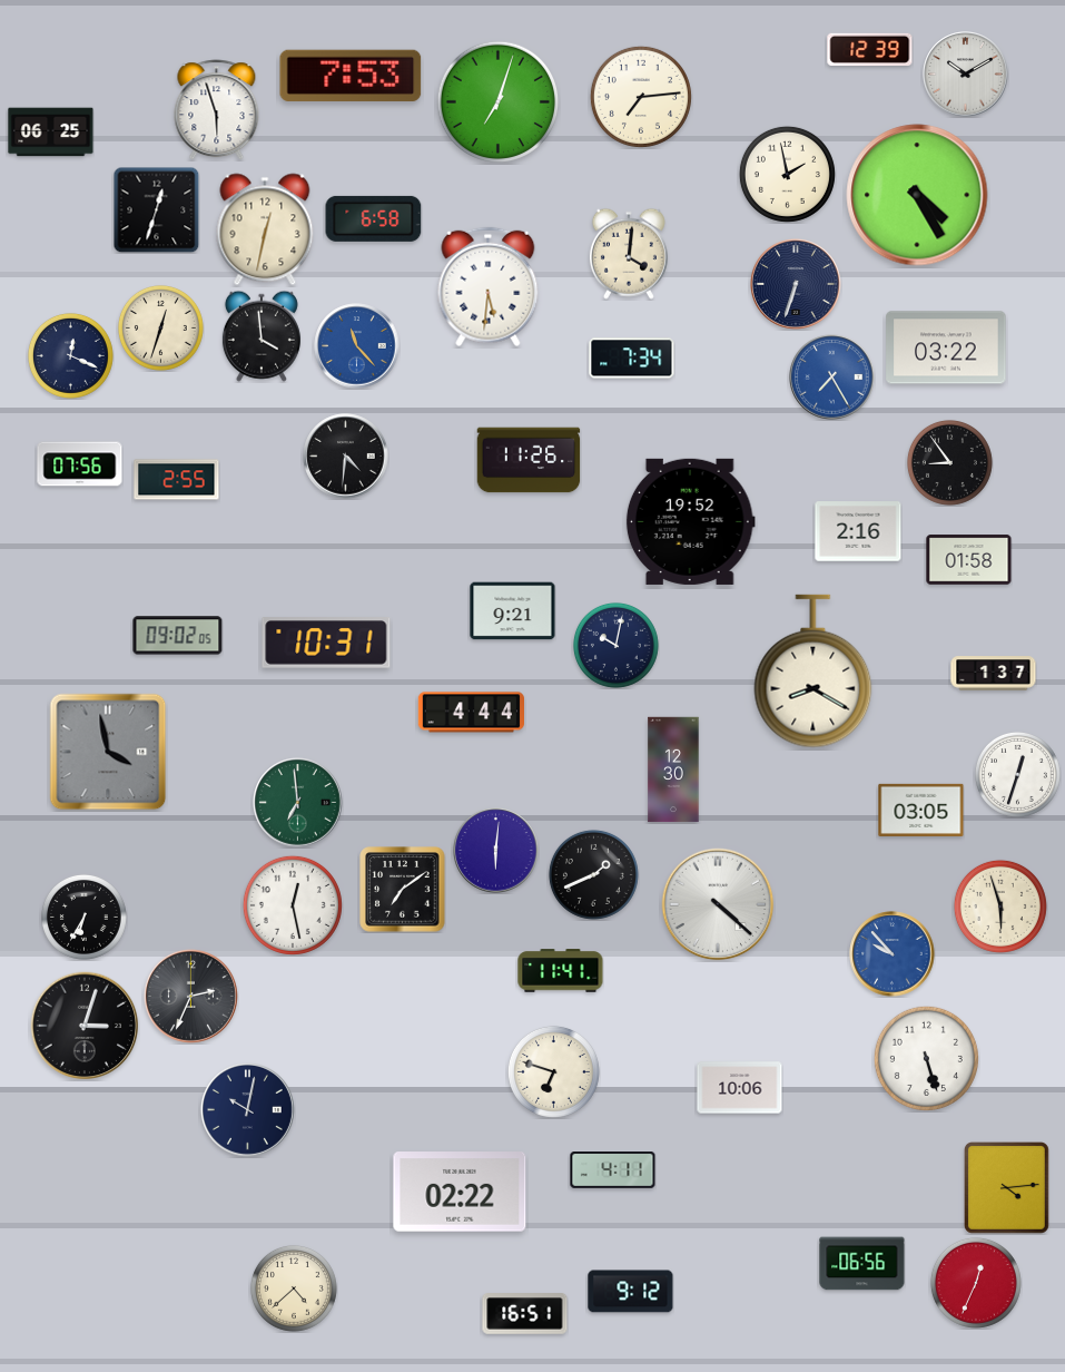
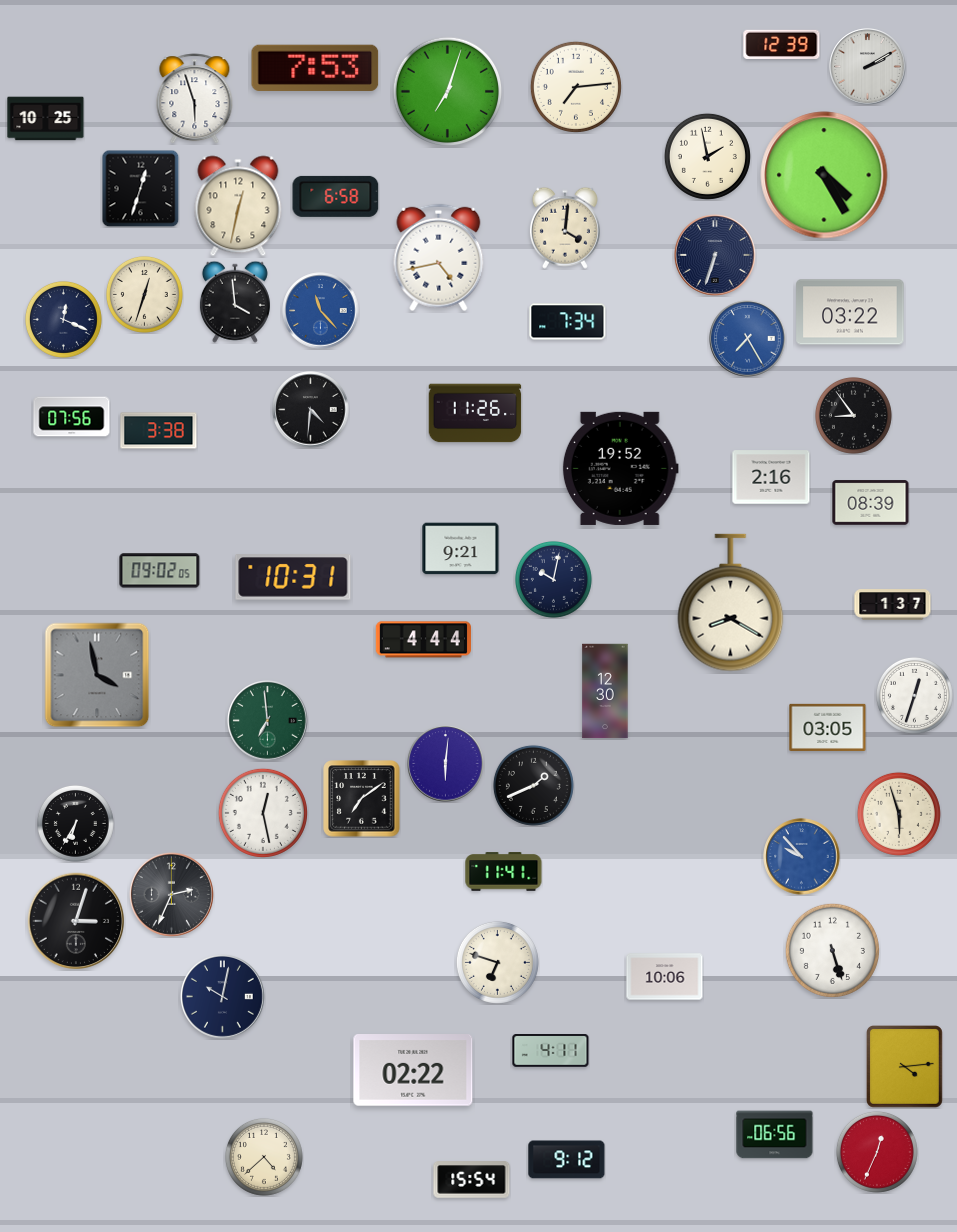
clock at (966, 75): 10:10 -> 2:10
clock at (51, 133): 06:25 -> 10:25
clock at (489, 287): 5:31 -> 4:43
clock at (177, 480): 2:55 -> 3:38
clock at (969, 560): 01:58 -> 08:39
clock at (718, 904): 4:22 -> none
clock at (525, 1314): 16:51 -> 15:54
